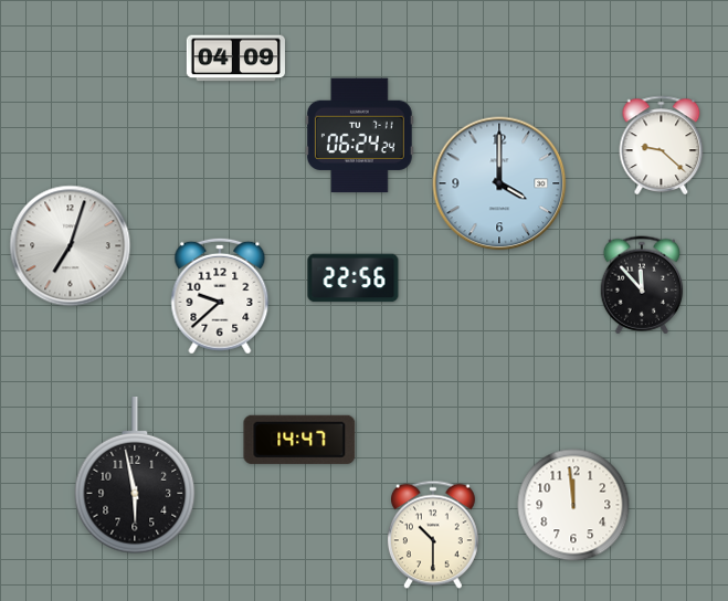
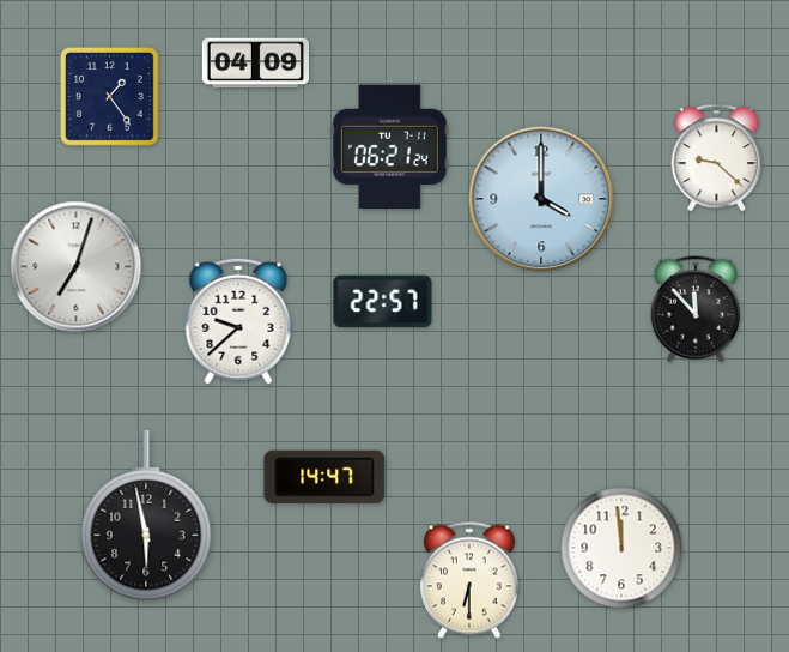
clock at (109, 96): none -> 1:24
clock at (359, 136): 06:24 -> 06:21
clock at (354, 278): 22:56 -> 22:57
clock at (433, 535): 10:30 -> 6:30
